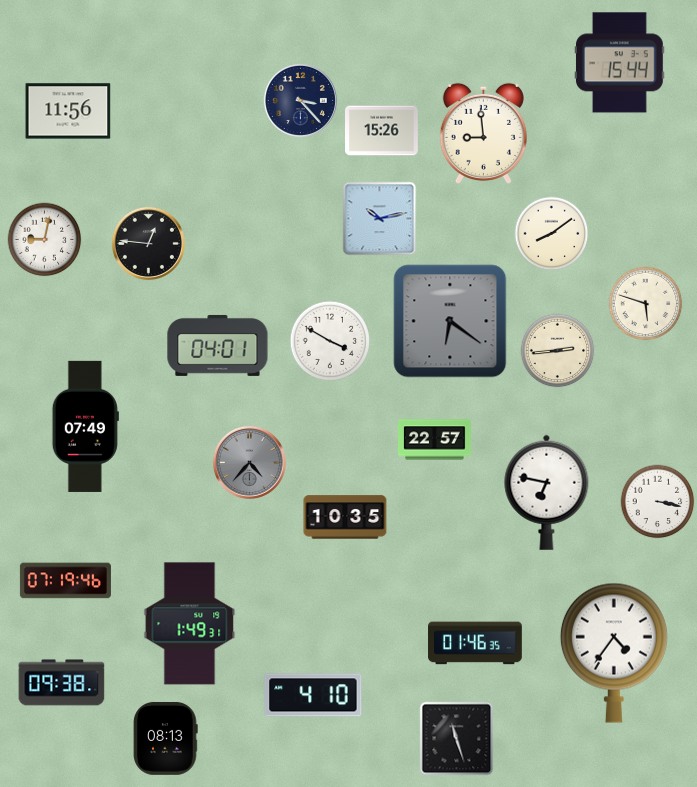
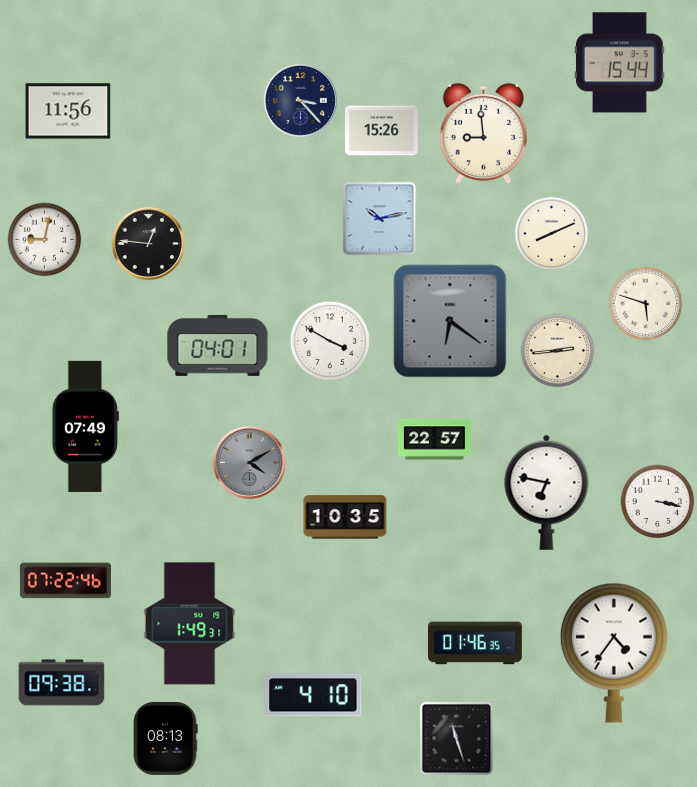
clock at (552, 234): 8:09 -> 8:11
clock at (249, 462): 4:37 -> 4:10
clock at (65, 581): 07:19 -> 07:22
